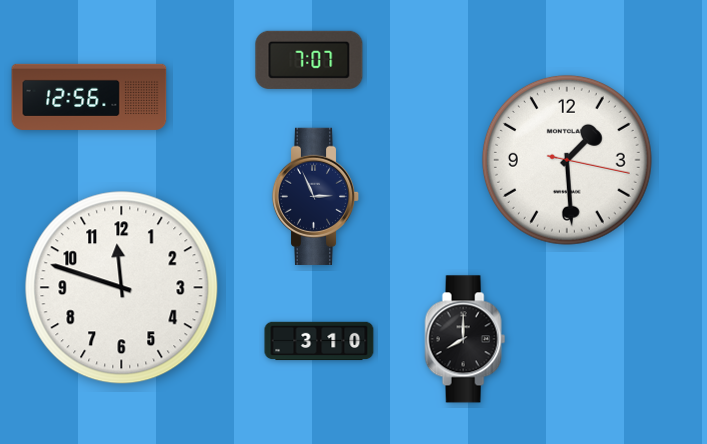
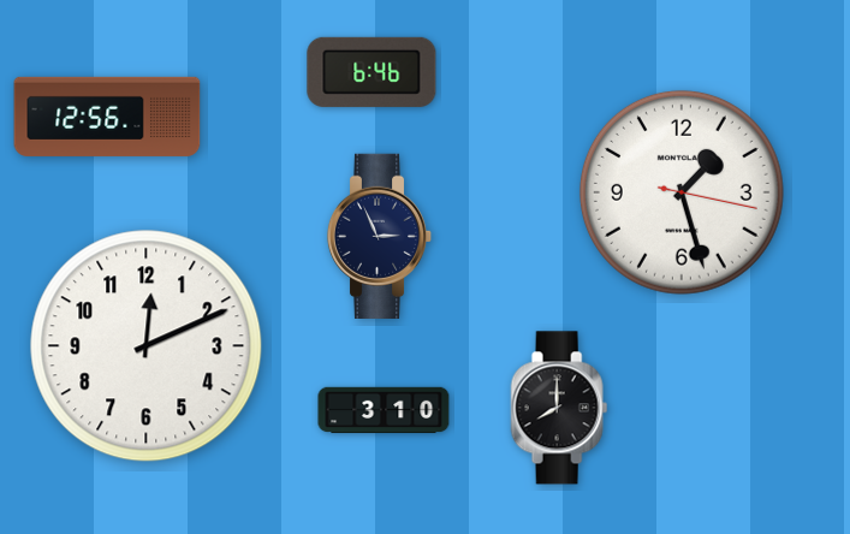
clock at (309, 60): 7:07 -> 6:46
clock at (567, 160): 1:29 -> 1:27
clock at (122, 288): 11:48 -> 12:11
